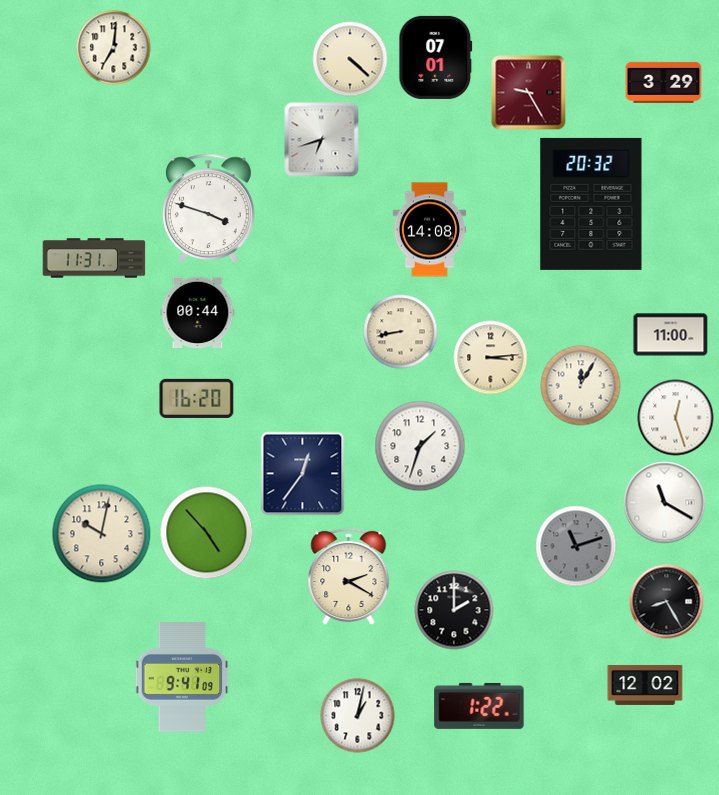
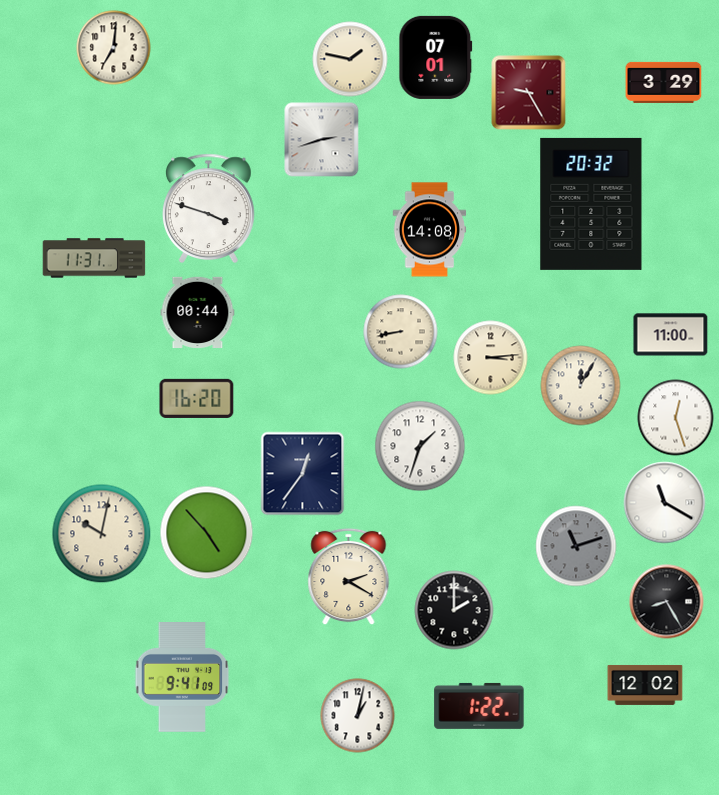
clock at (350, 59): 4:22 -> 1:47
clock at (322, 140): 6:42 -> 2:42
